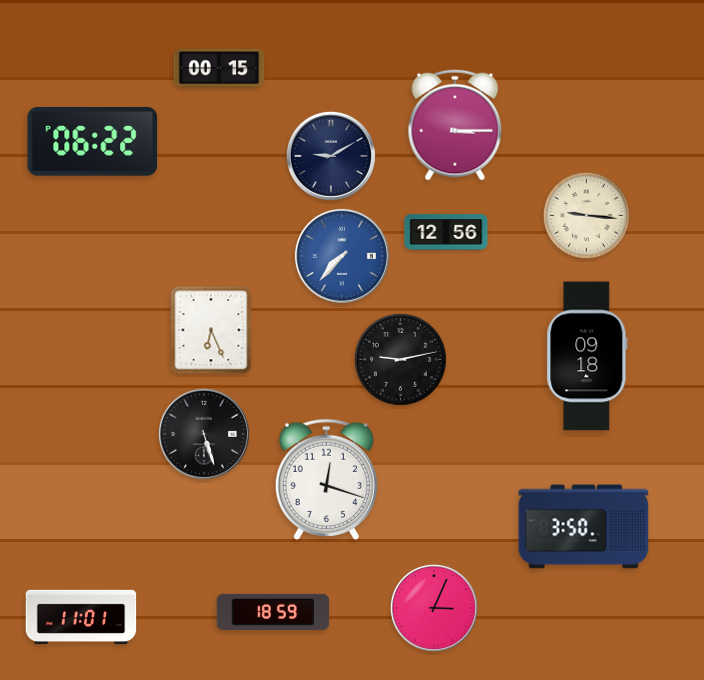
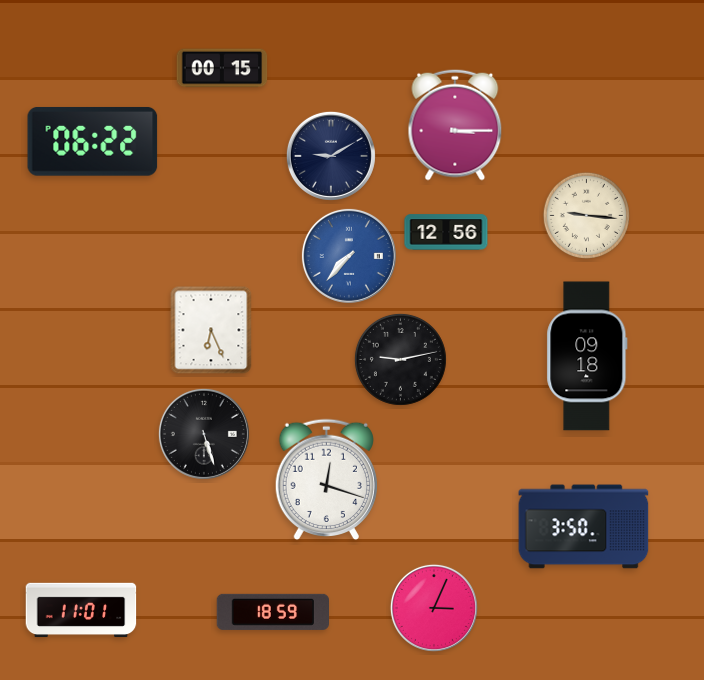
clock at (219, 68) position: (219, 68) -> (222, 68)
clock at (342, 256) position: (342, 256) -> (349, 256)
clock at (81, 617) position: (81, 617) -> (81, 610)
